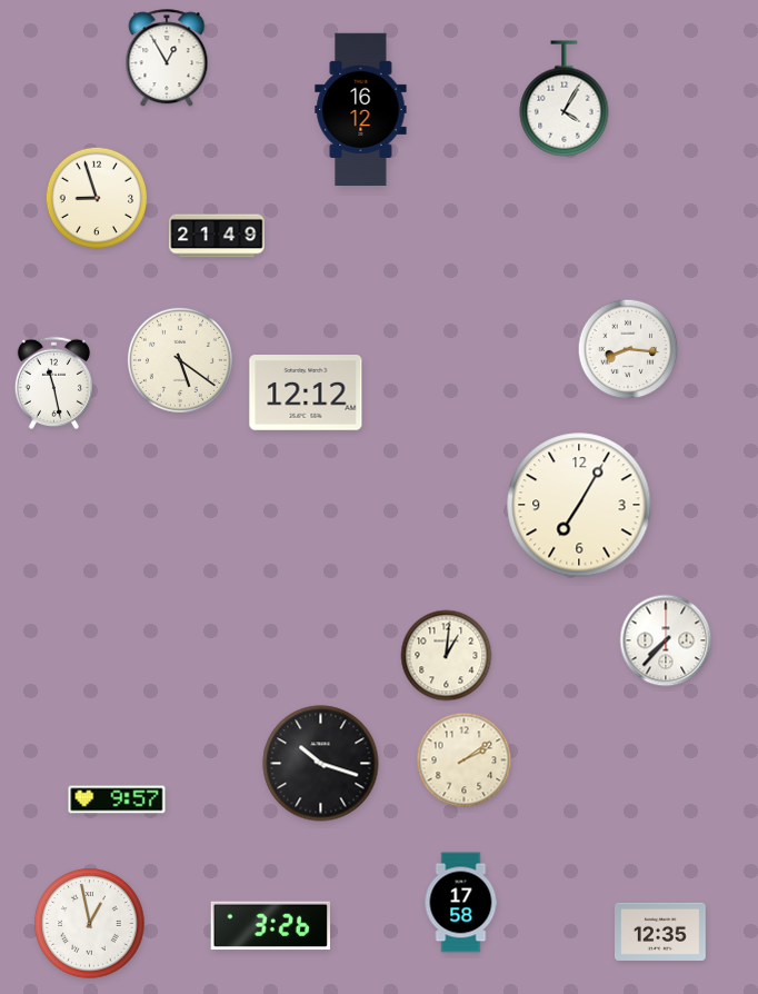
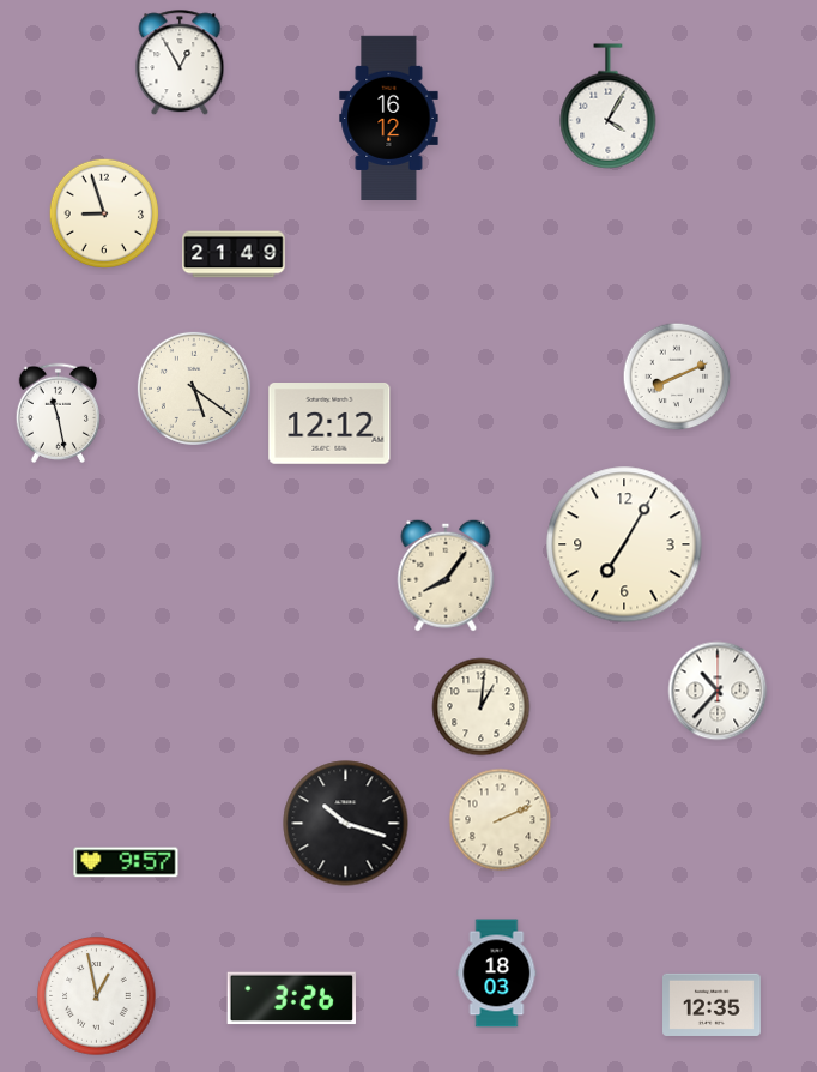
clock at (628, 349): 8:16 -> 8:11
clock at (446, 576): none -> 8:06
clock at (666, 640): 7:37 -> 10:37
clock at (465, 761): 2:09 -> 2:11
clock at (461, 903): 17:58 -> 18:03
